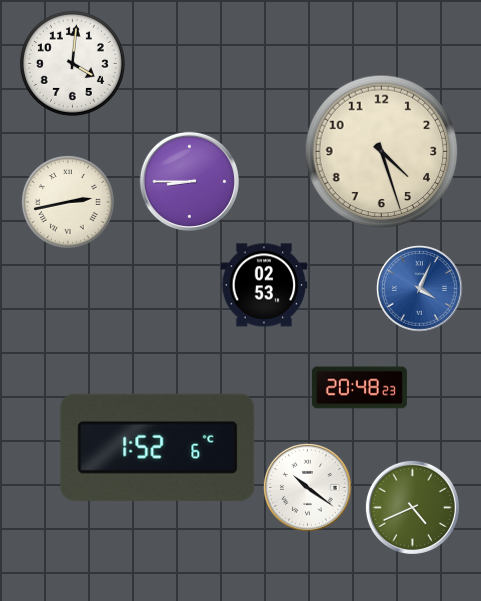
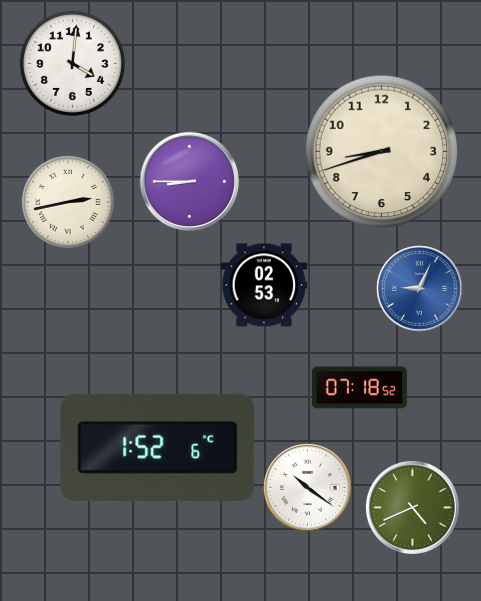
clock at (382, 152): 4:27 -> 8:42
clock at (420, 289): 4:04 -> 9:04
clock at (359, 388): 20:48 -> 07:18
